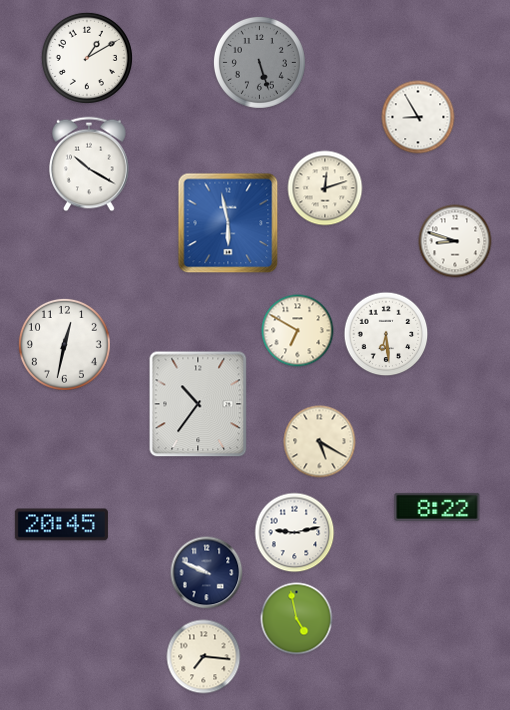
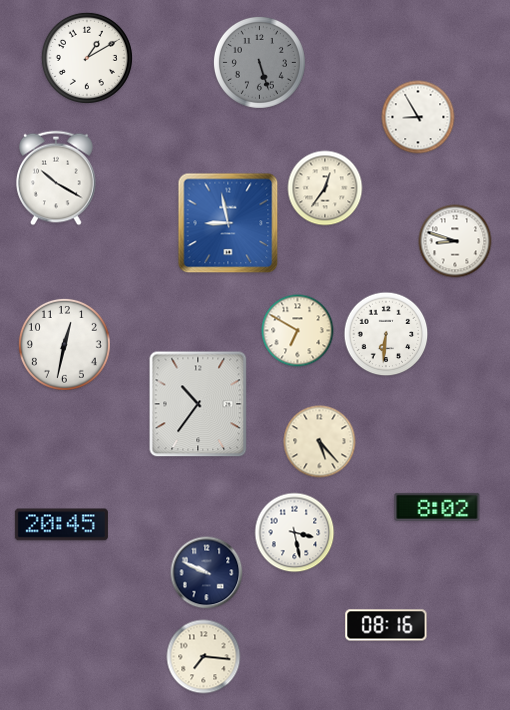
clock at (90, 164) position: (90, 164) -> (57, 178)
clock at (325, 188): 12:12 -> 12:36
clock at (228, 223): 5:58 -> 8:58
clock at (386, 334): 6:29 -> 6:31
clock at (320, 442): 5:20 -> 5:23
clock at (437, 507): 8:22 -> 8:02
clock at (295, 533): 9:13 -> 3:28
clock at (297, 619): 4:58 -> none
clock at (386, 625): none -> 08:16
